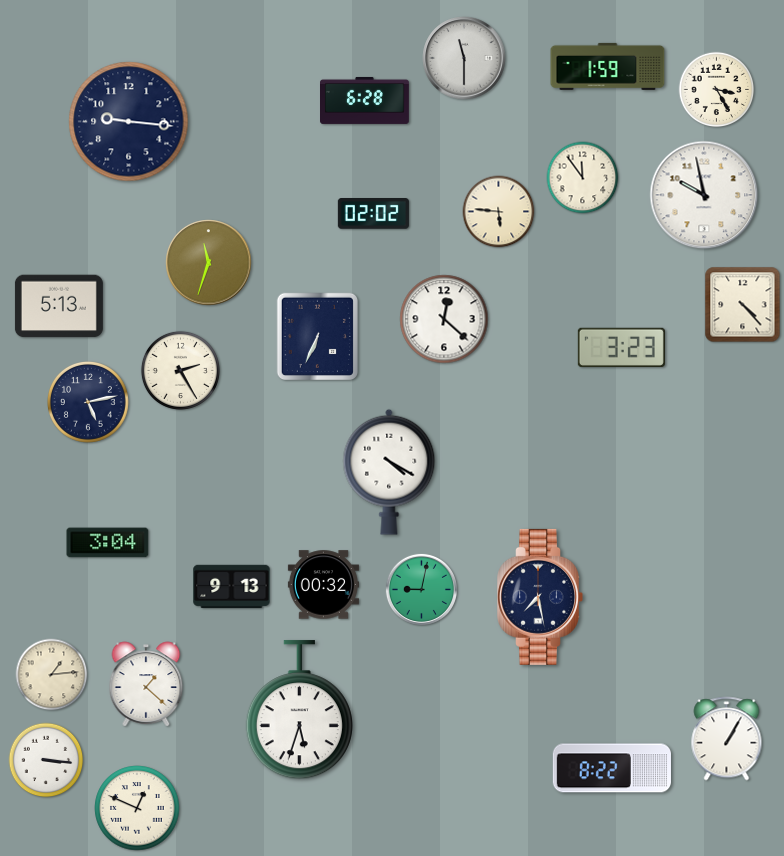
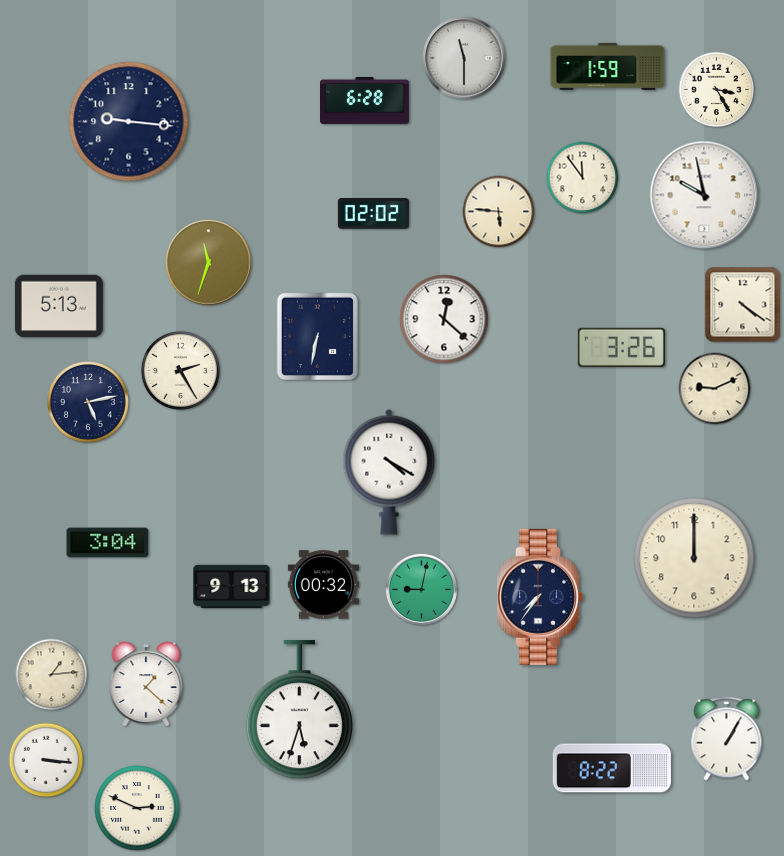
clock at (743, 305): 4:23 -> 4:21
clock at (317, 336): 6:34 -> 6:32
clock at (621, 347): 3:23 -> 3:26
clock at (715, 389): none -> 9:11
clock at (694, 558): none -> 12:00
clock at (540, 597): 7:28 -> 7:36
clock at (137, 808): 12:49 -> 2:49
